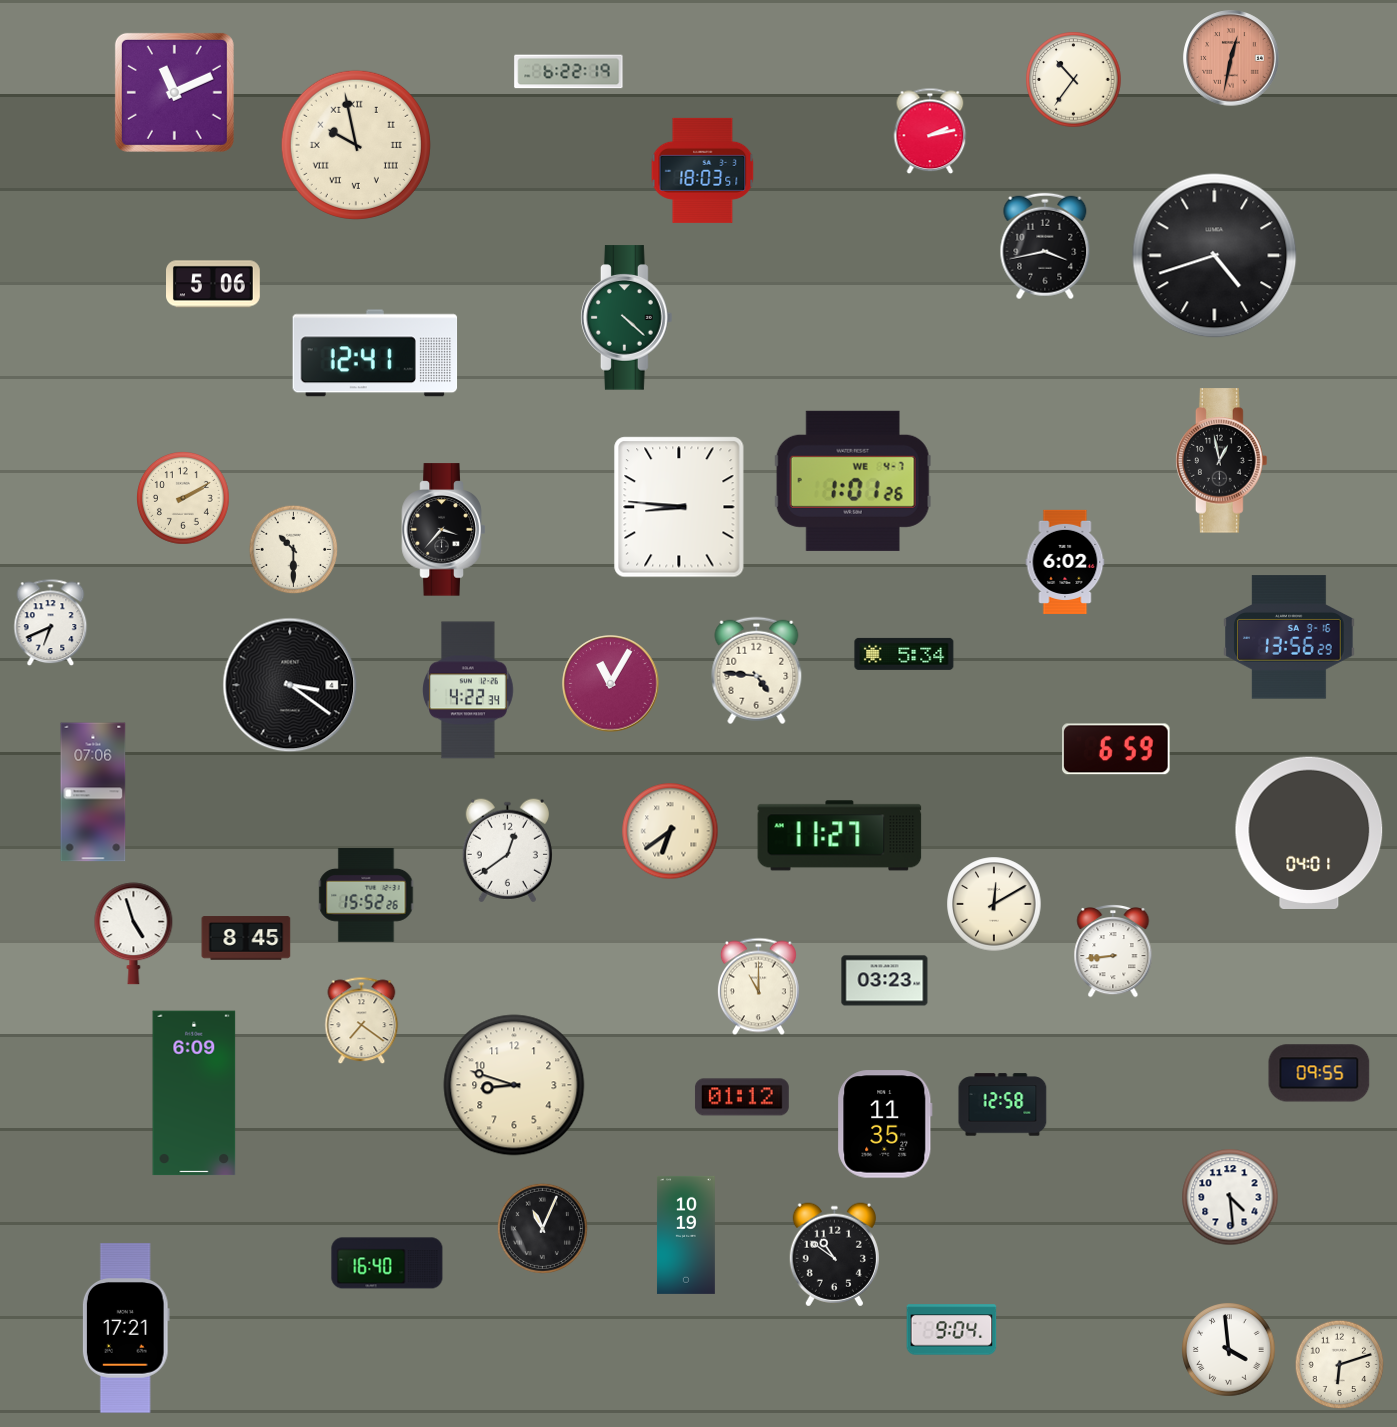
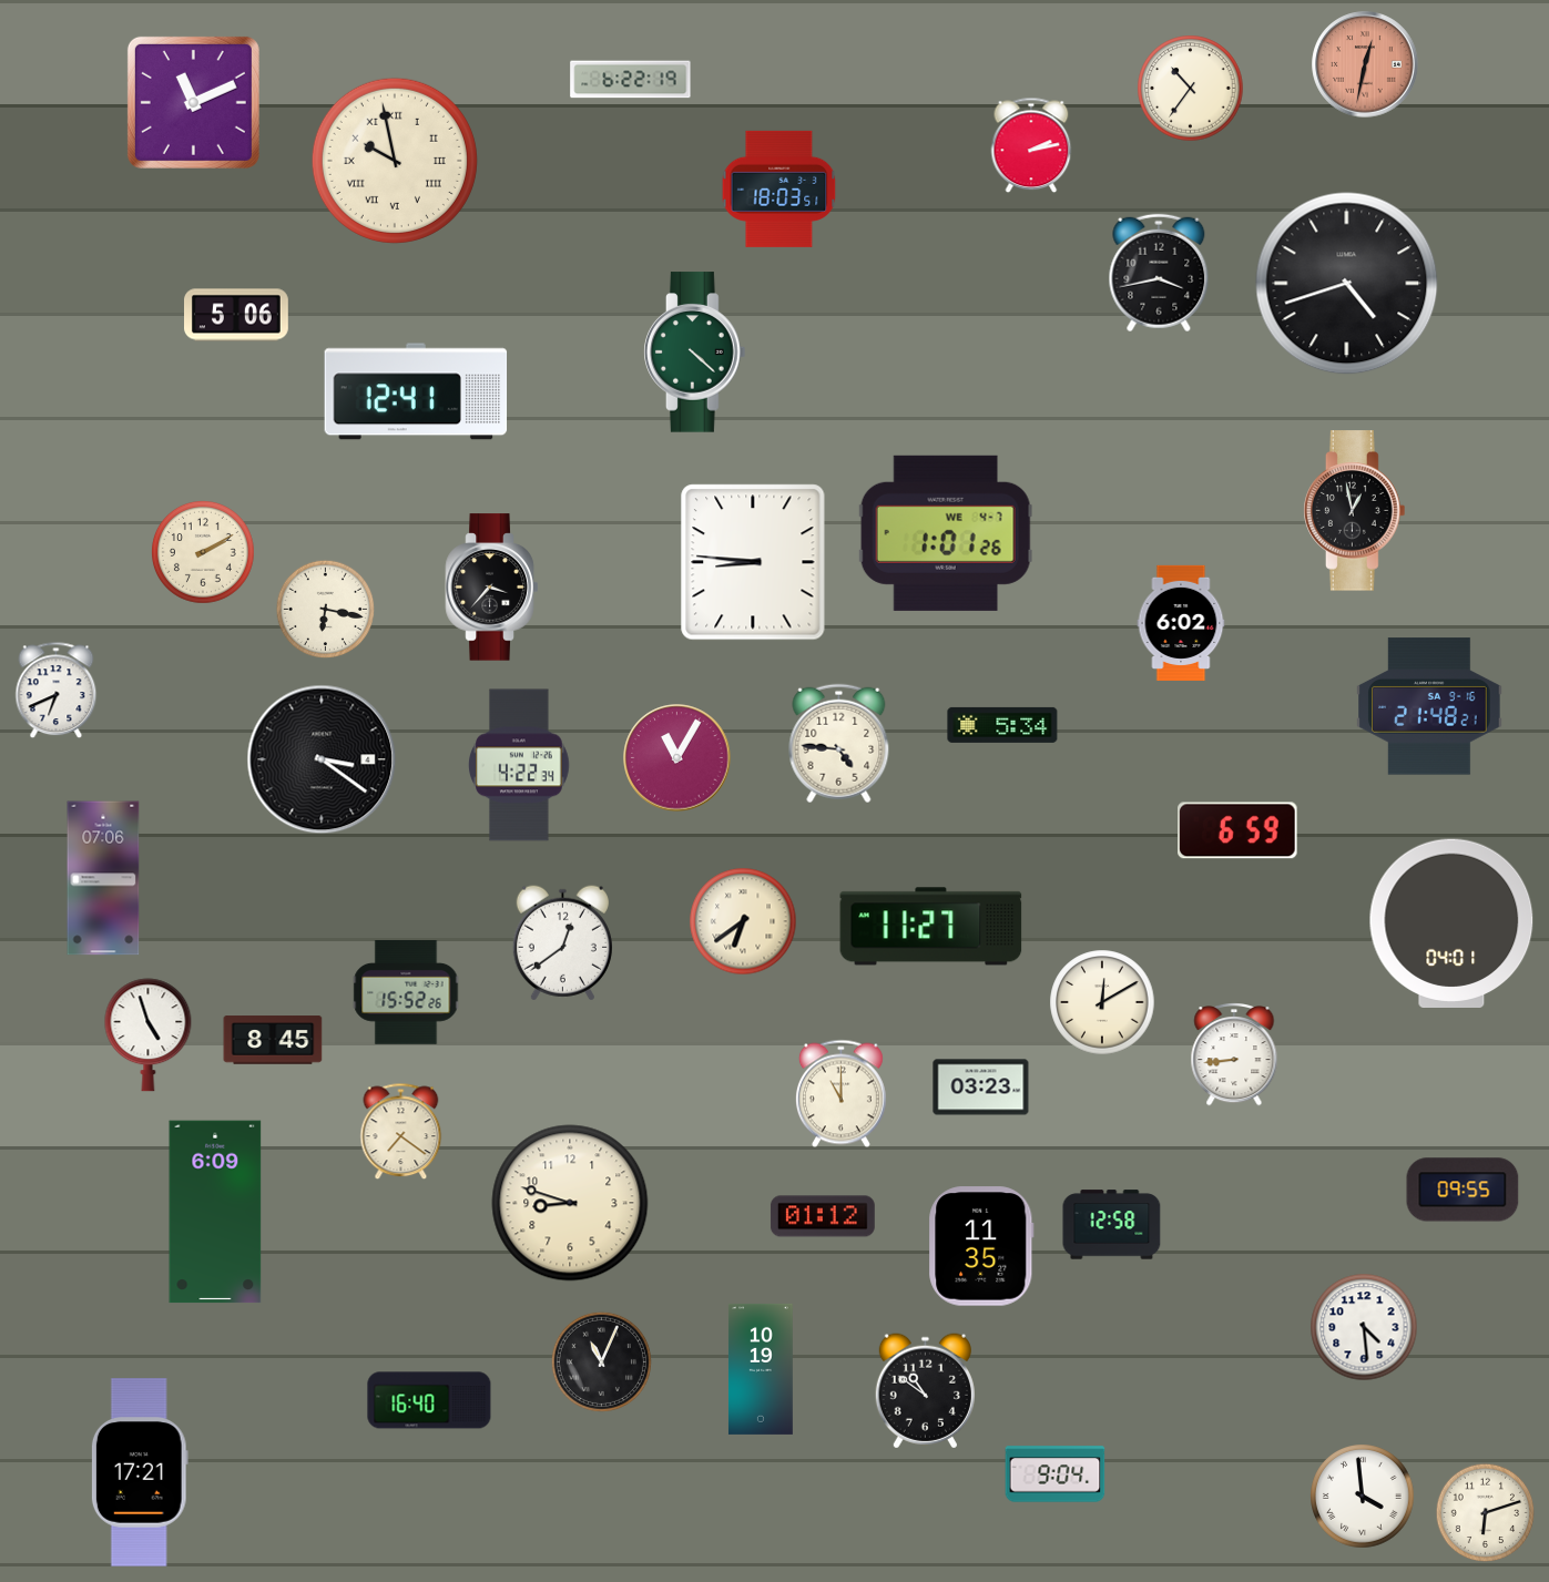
clock at (294, 550): 10:30 -> 6:17
clock at (1289, 637): 13:56 -> 21:48
